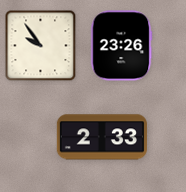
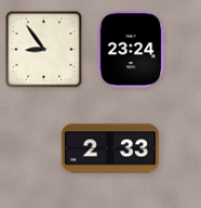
clock at (41, 46): 9:54 -> 8:54
clock at (121, 46): 23:26 -> 23:24
